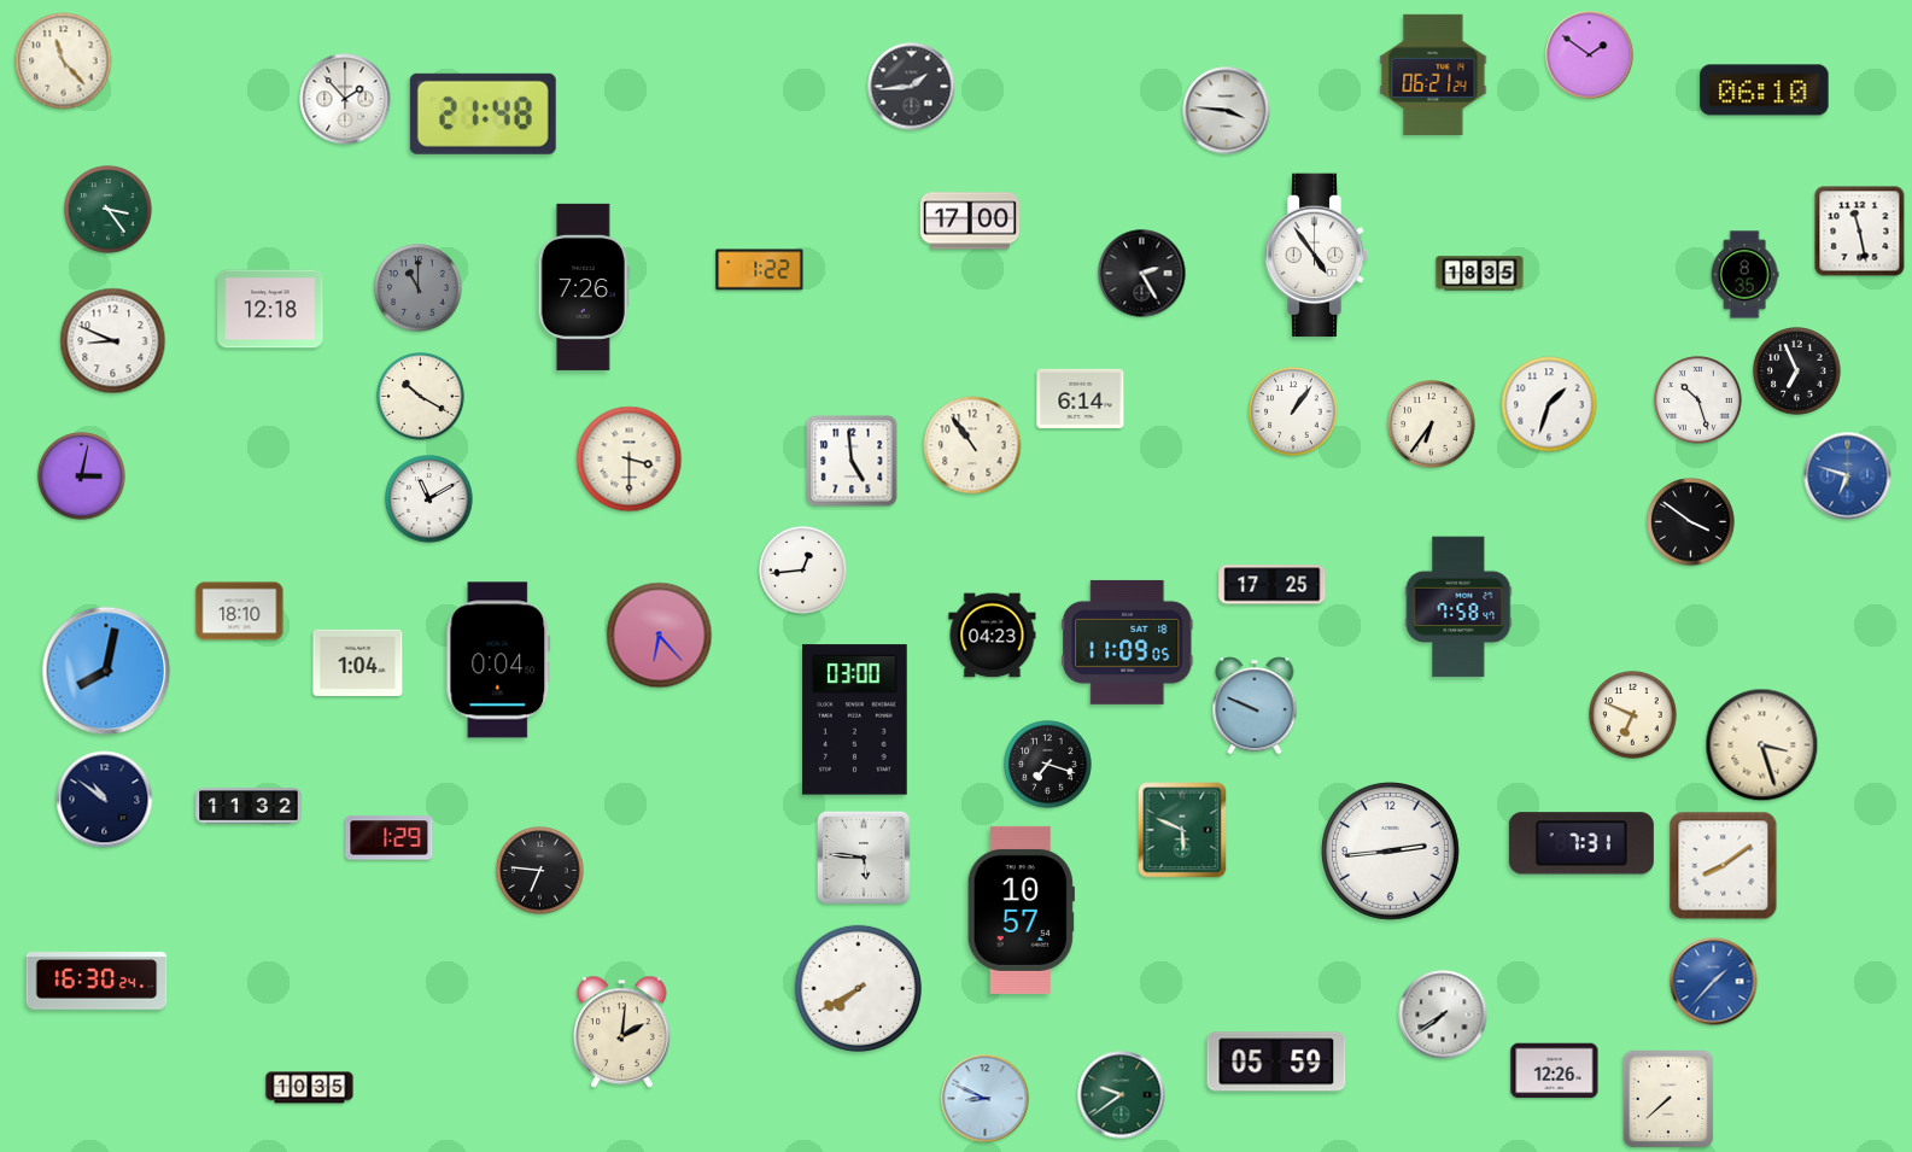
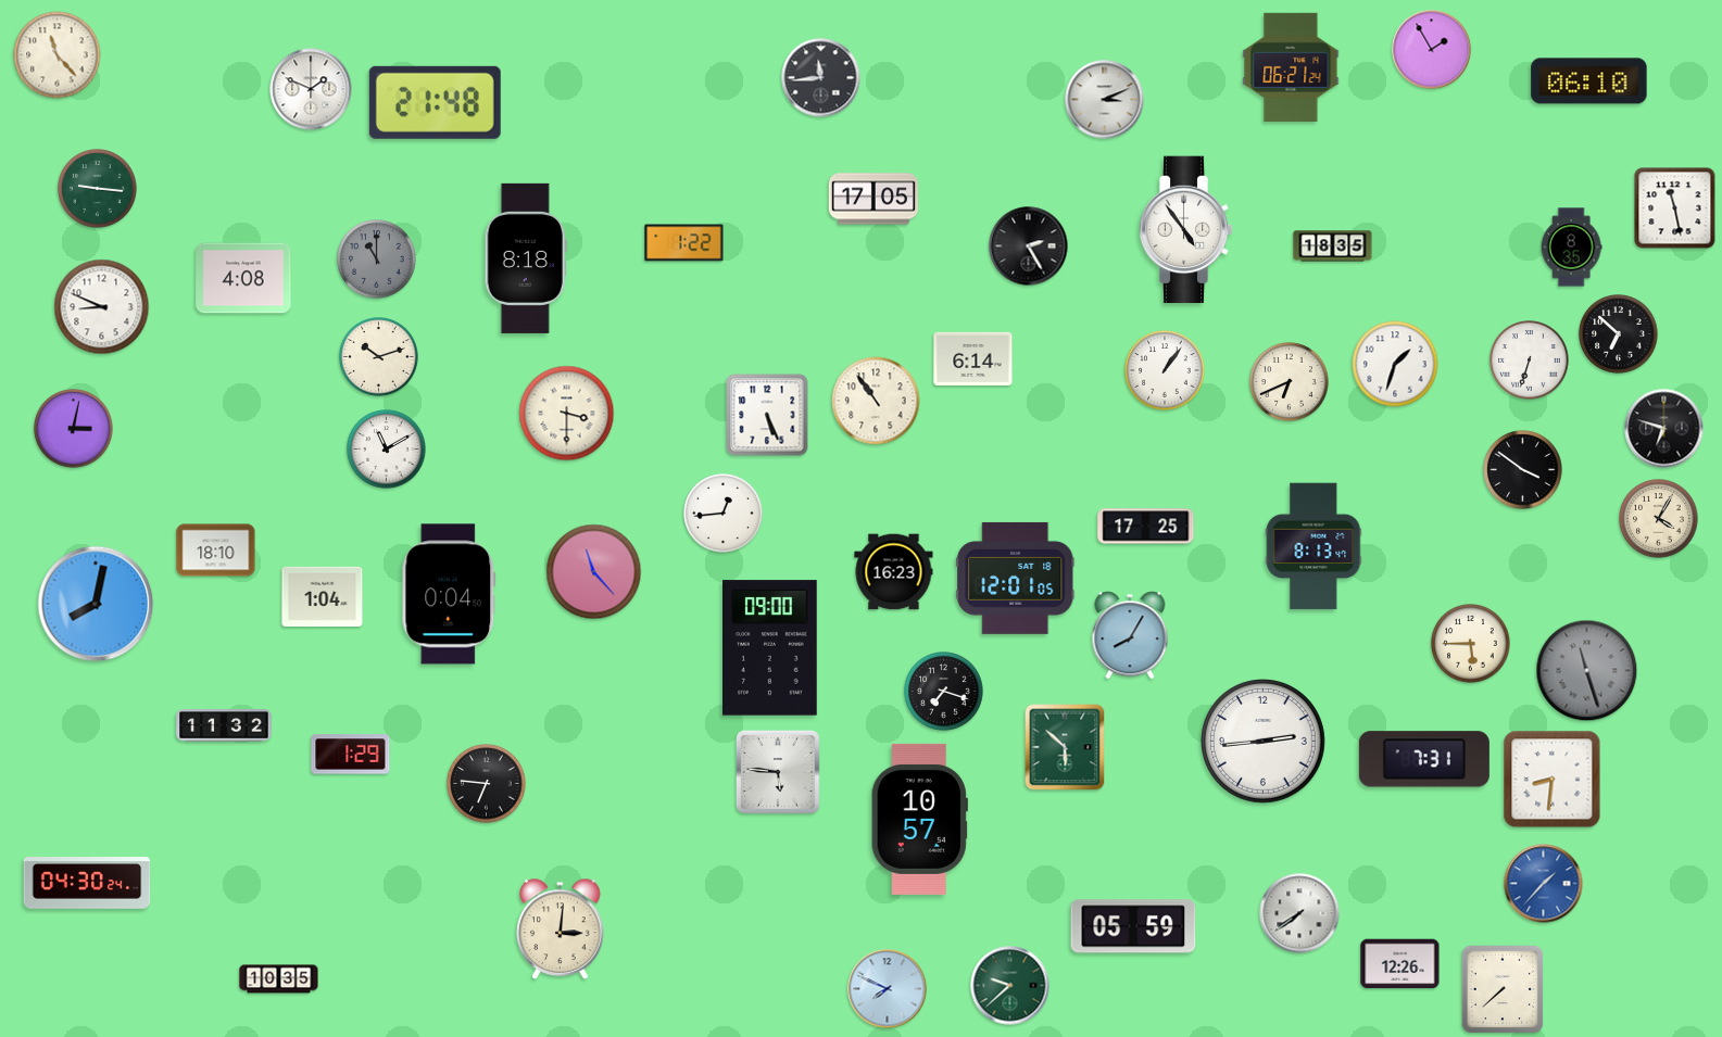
clock at (1590, 55): 1:51 -> 1:55
clock at (912, 87): 1:44 -> 11:44
clock at (345, 99): 1:53 -> 1:49
clock at (1227, 111): 3:46 -> 3:11
clock at (109, 210): 3:24 -> 9:16
clock at (970, 221): 17:00 -> 17:05
clock at (584, 287): 7:26 -> 8:18
clock at (270, 309): 12:18 -> 4:08
clock at (1797, 372): 6:56 -> 6:52
clock at (421, 397): 10:20 -> 10:12
clock at (1698, 400): 10:27 -> 6:33
clock at (1432, 425): 6:36 -> 6:41
clock at (852, 461): 4:59 -> 5:26
clock at (1848, 476) dial: blue -> black
clock at (1659, 519): none -> 4:05
clock at (1458, 607): 7:58 -> 8:13
clock at (660, 636): 6:23 -> 11:23
clock at (993, 636): 04:23 -> 16:23
clock at (1128, 642): 11:09 -> 12:01
clock at (1255, 706): 9:49 -> 8:05
clock at (1633, 715): 6:49 -> 5:45
clock at (855, 720): 03:00 -> 09:00
clock at (1762, 745): 3:27 -> 11:27
clock at (1762, 745) dial: cream -> grey
clock at (1048, 765) position: (1048, 765) -> (944, 692)
clock at (105, 800): 10:51 -> none
clock at (1182, 830): 5:49 -> 5:52
clock at (1391, 852) position: (1391, 852) -> (1264, 742)
clock at (1724, 866): 8:09 -> 8:31
clock at (97, 981): 16:30 -> 04:30
clock at (858, 988): 7:40 -> none
clock at (622, 1033): 2:01 -> 3:01
clock at (1276, 1062) position: (1276, 1062) -> (1133, 926)
clock at (1122, 1095): 9:39 -> 9:38
clock at (986, 1099): 8:49 -> 7:49
